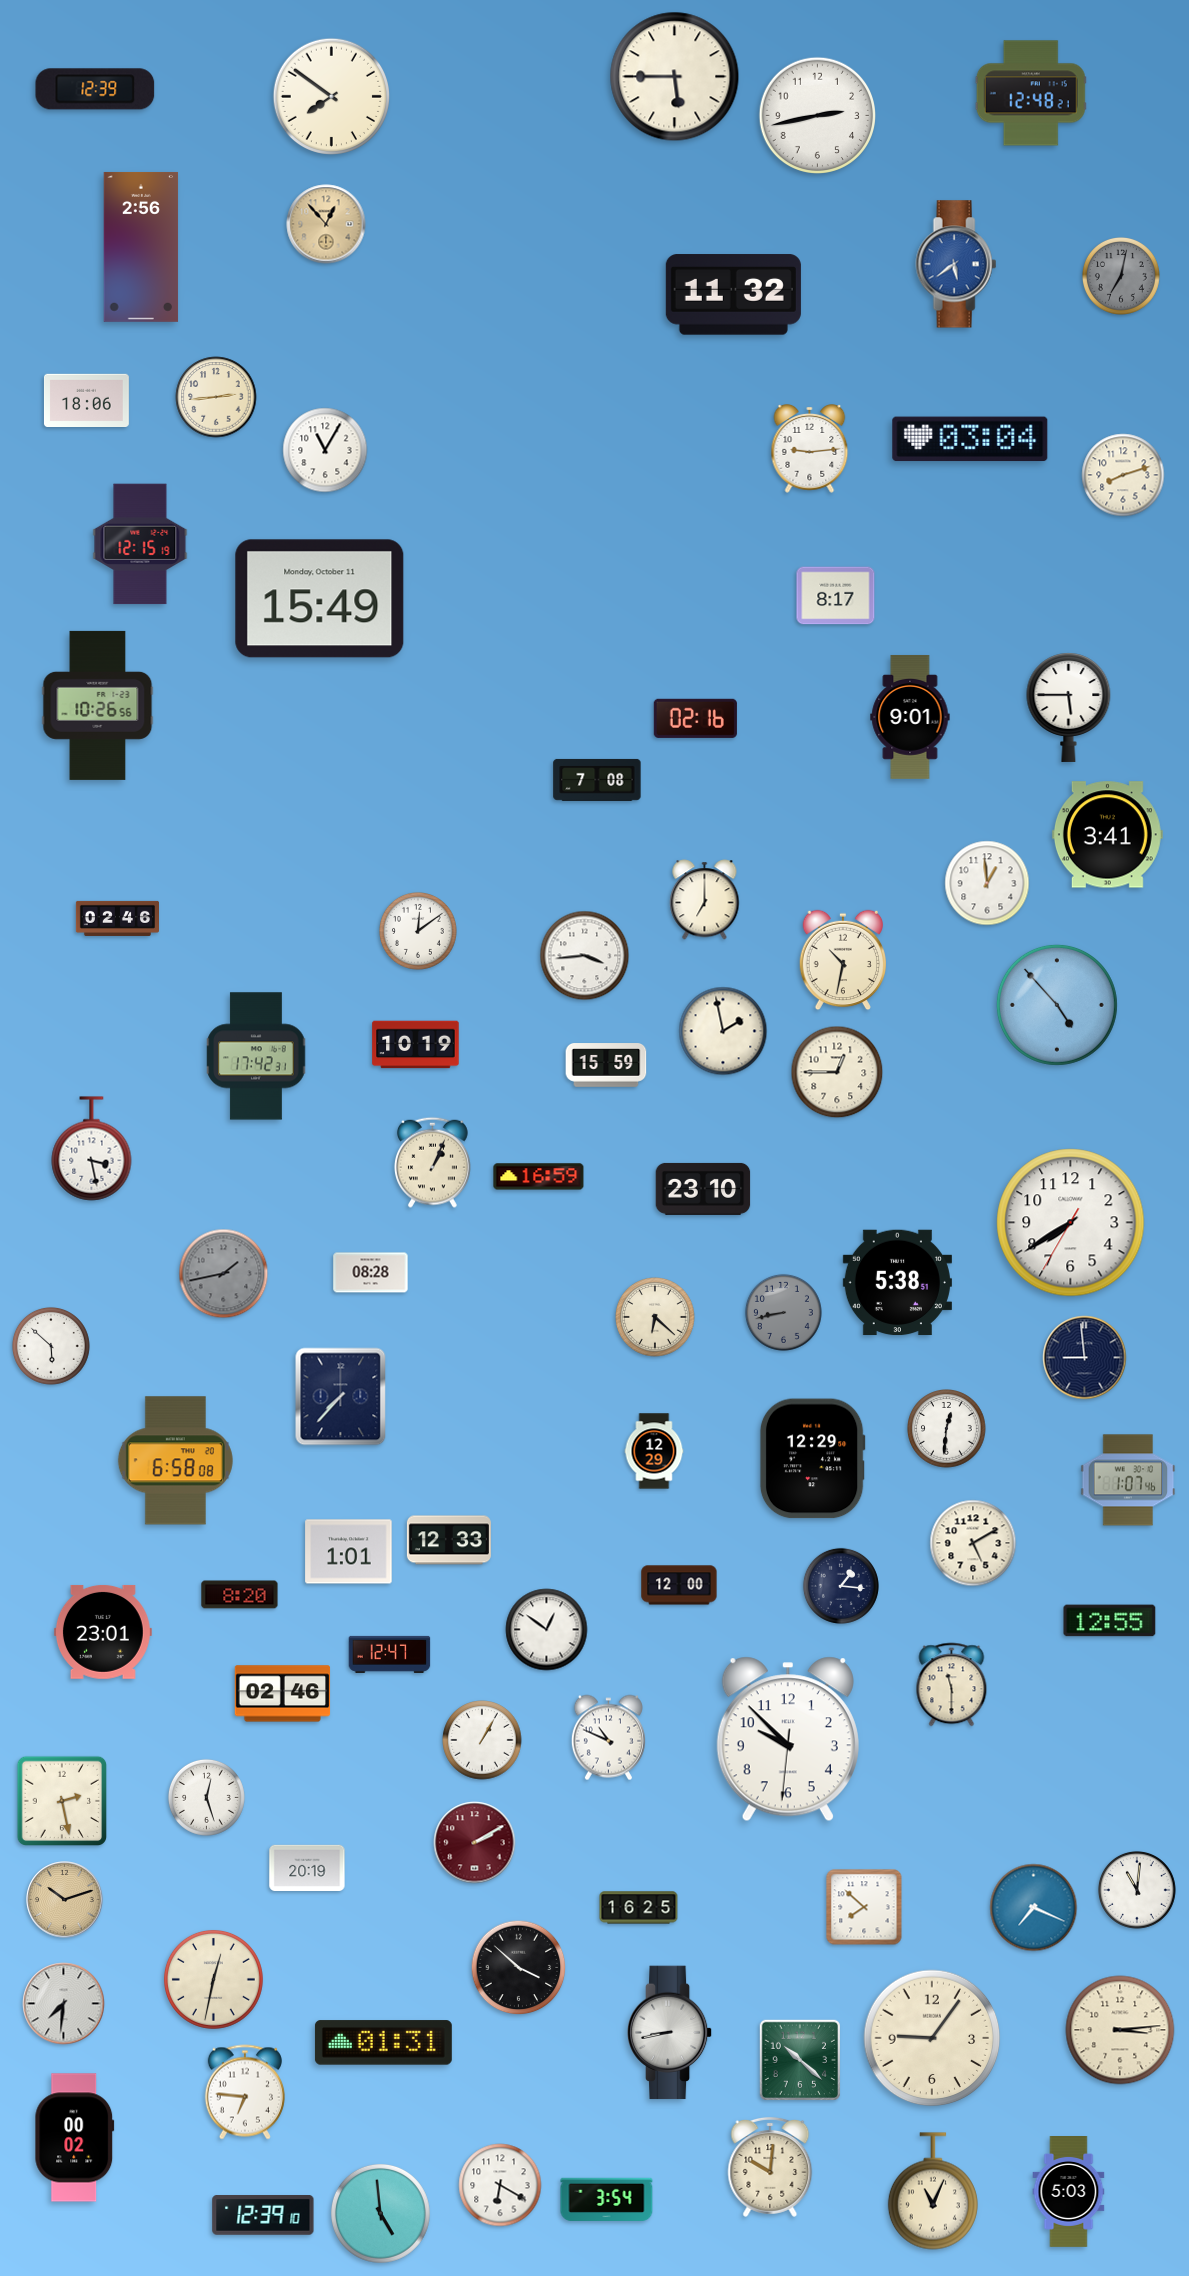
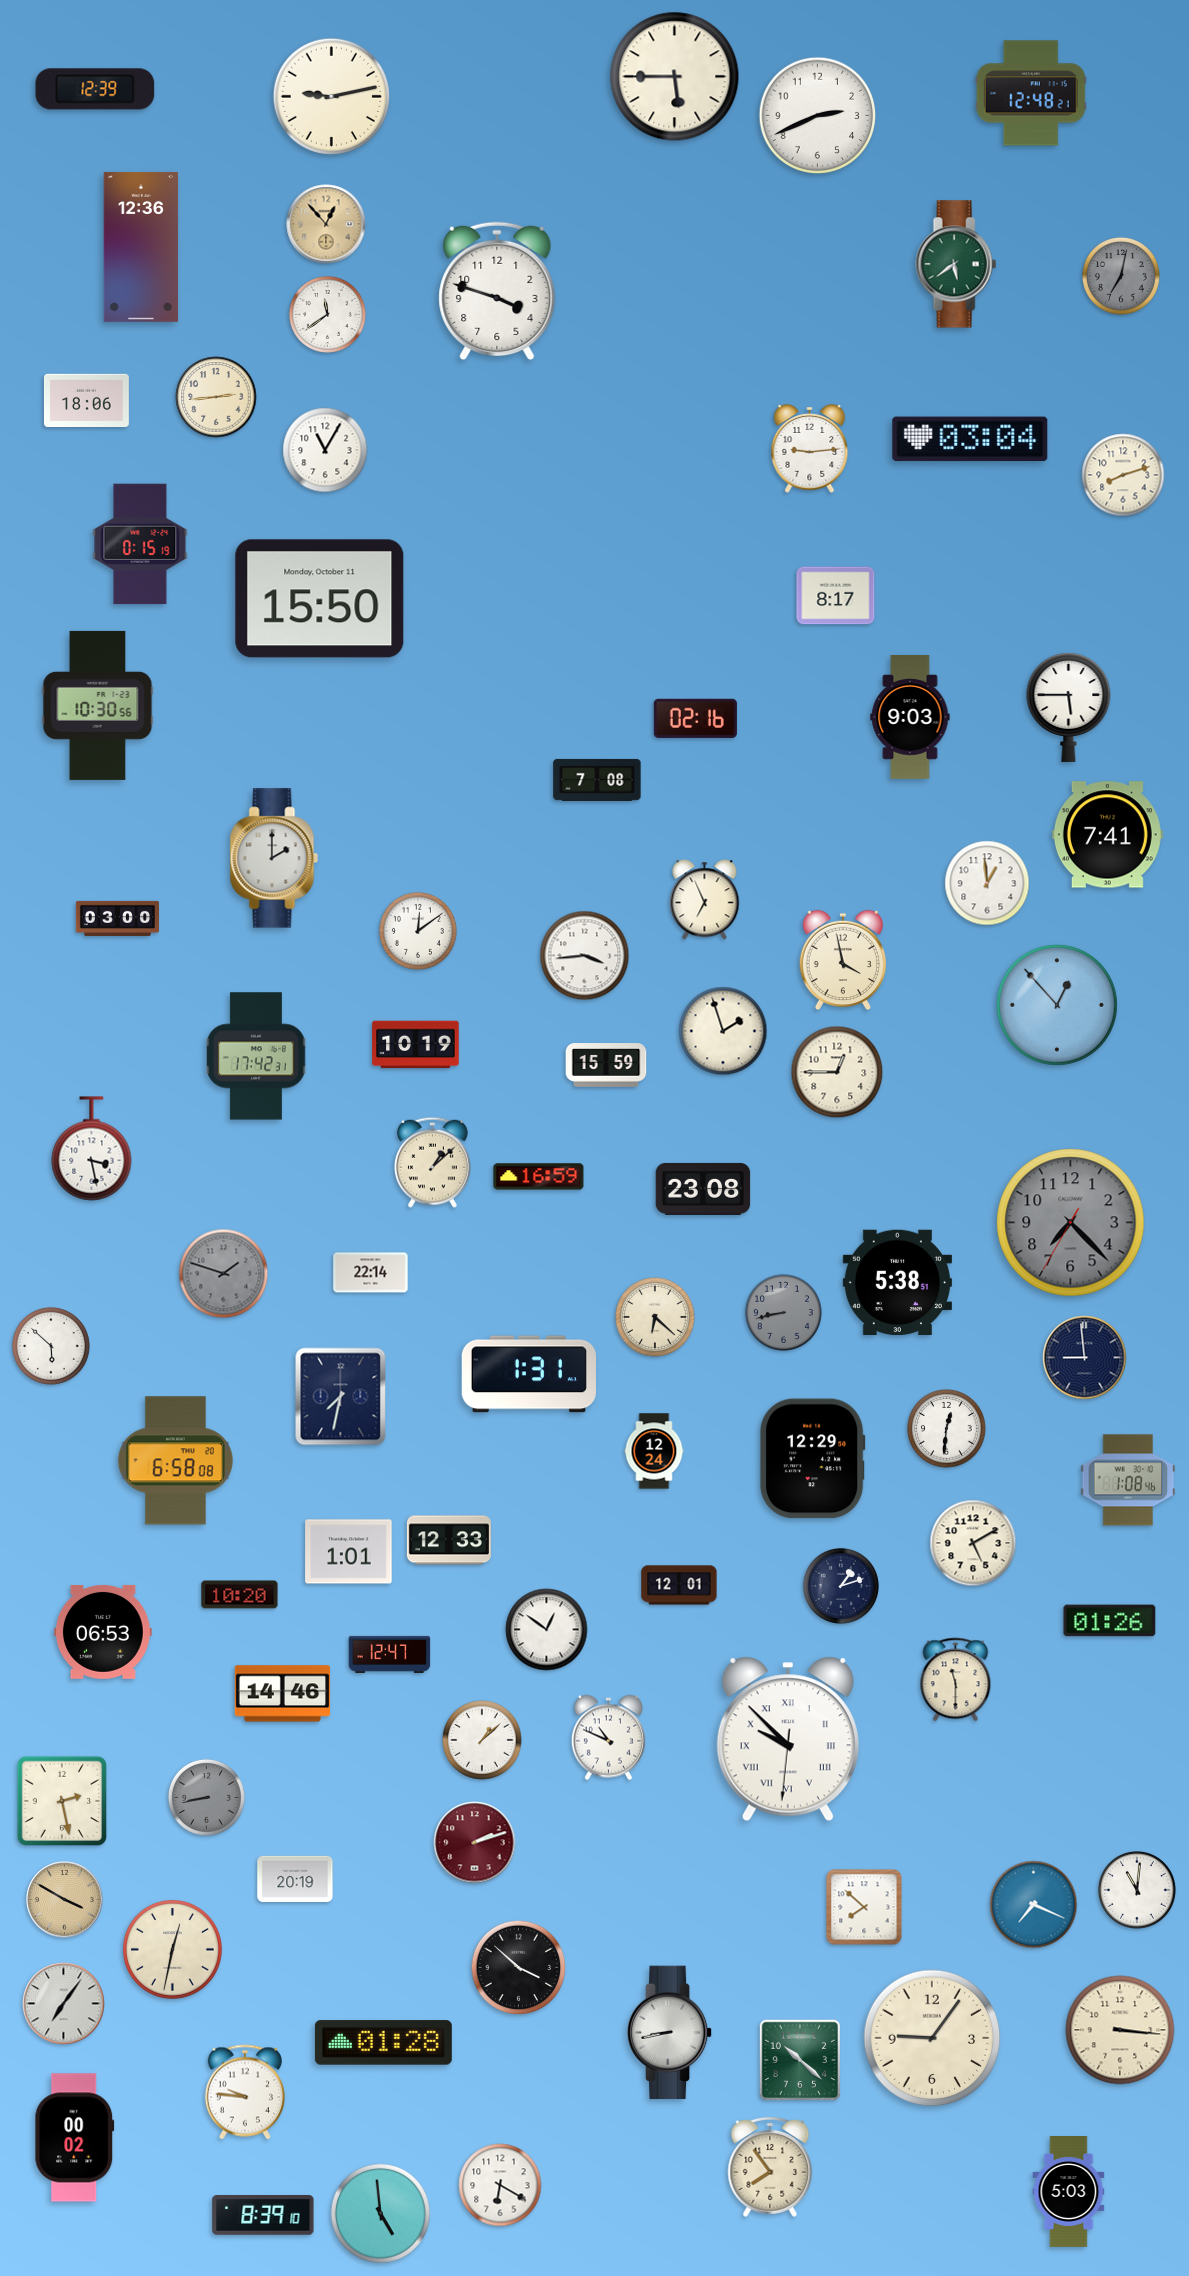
clock at (331, 96): 7:51 -> 9:13
clock at (817, 115): 2:43 -> 2:41
clock at (141, 247): 2:56 -> 12:36
clock at (956, 264) dial: blue -> green
clock at (497, 291): none -> 3:48
clock at (733, 295): 11:32 -> none
clock at (327, 314): none -> 11:39
clock at (140, 544): 12:15 -> 0:15
clock at (320, 599): 15:49 -> 15:50
clock at (98, 705): 10:26 -> 10:30
clock at (910, 717): 9:01 -> 9:03
clock at (1107, 835): 3:41 -> 7:41
clock at (274, 858): none -> 2:00
clock at (705, 900): 7:00 -> 6:56
clock at (117, 918): 02:46 -> 03:00
clock at (843, 960): 10:32 -> 3:58
clock at (1057, 1005): 4:53 -> 12:53
clock at (723, 1031): 1:58 -> 1:57
clock at (433, 1162): 1:04 -> 1:08
clock at (703, 1189): 23:10 -> 23:08
clock at (1071, 1223): 7:39 -> 7:22
clock at (1071, 1223) dial: white -> grey
clock at (371, 1273): 08:28 -> 22:14
clock at (224, 1274): 1:43 -> 1:48
clock at (529, 1374): none -> 1:31
clock at (341, 1397): 7:37 -> 7:32
clock at (654, 1451): 12:29 -> 12:24
clock at (1128, 1480): 1:07 -> 1:08
clock at (679, 1585): 12:00 -> 12:01
clock at (841, 1586): 1:16 -> 1:12
clock at (240, 1595): 8:20 -> 10:20
clock at (1110, 1621): 12:55 -> 01:26
clock at (103, 1632): 23:01 -> 06:53
clock at (952, 1685) position: (952, 1685) -> (956, 1680)
clock at (283, 1694): 02:46 -> 14:46
clock at (788, 1739) numerals: Arabic -> Roman
clock at (482, 1740): 1:05 -> 1:08
clock at (206, 1797): 12:27 -> 8:43
clock at (206, 1797) dial: white -> grey
clock at (475, 1843): 2:10 -> 2:12
clock at (307, 1868) position: (307, 1868) -> (295, 1879)
clock at (65, 1900): 10:12 -> 3:50
clock at (639, 1908): 16:25 -> none
clock at (1034, 1908) position: (1034, 1908) -> (1034, 1905)
clock at (213, 1979) position: (213, 1979) -> (172, 1949)
clock at (64, 2004): 7:31 -> 7:06
clock at (1120, 2030): 3:14 -> 3:16
clock at (383, 2043): 01:31 -> 01:28
clock at (245, 2092): 6:46 -> 9:46
clock at (770, 2167): 10:01 -> 7:54
clock at (933, 2191): 11:04 -> none
clock at (607, 2200): 3:54 -> none
clock at (263, 2216): 12:39 -> 8:39
